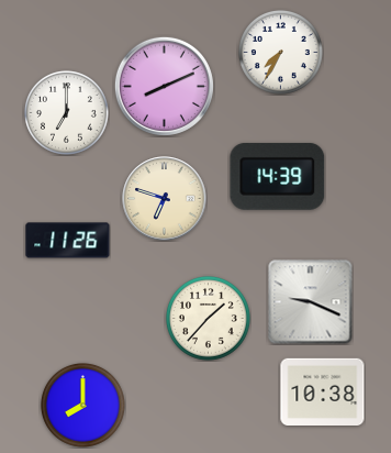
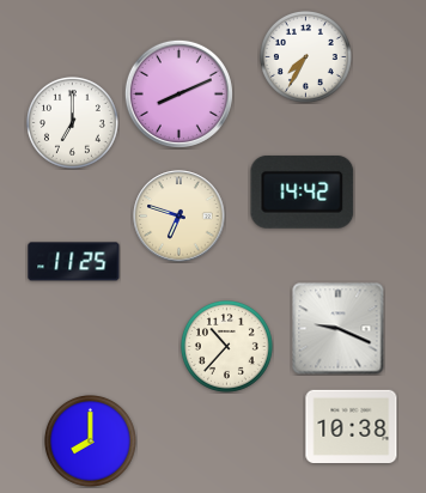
clock at (278, 176): 14:39 -> 14:42
clock at (68, 241): 11:26 -> 11:25
clock at (208, 318): 1:37 -> 10:37
